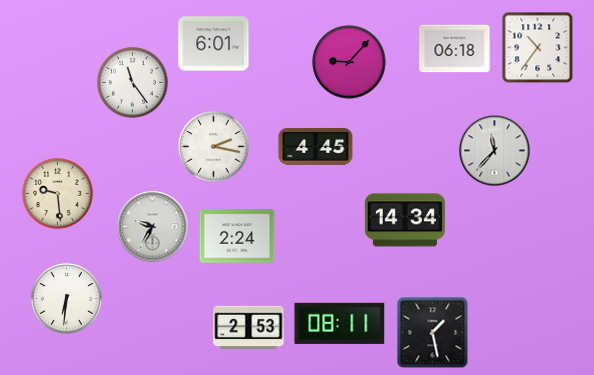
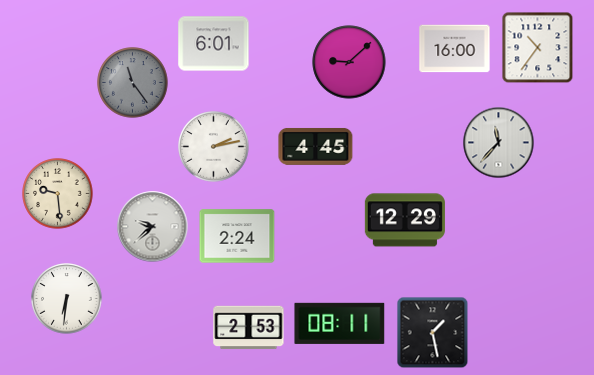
clock at (455, 49): 06:18 -> 16:00
clock at (349, 62): 9:07 -> 9:08
clock at (133, 83) dial: white -> grey
clock at (214, 147): 2:17 -> 2:13
clock at (495, 151) position: (495, 151) -> (499, 143)
clock at (405, 220): 14:34 -> 12:29
clock at (153, 227): 9:35 -> 9:38
